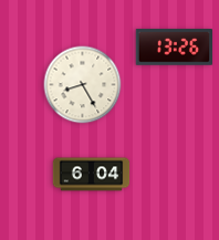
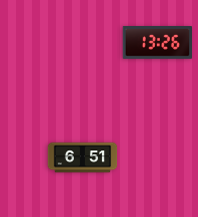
clock at (83, 85): 8:25 -> none
clock at (92, 175): 6:04 -> 6:51
